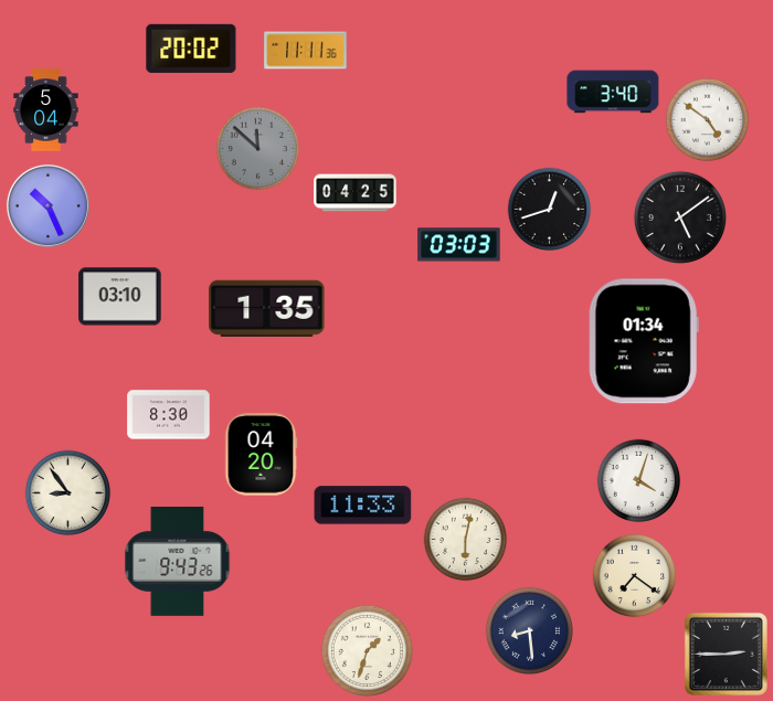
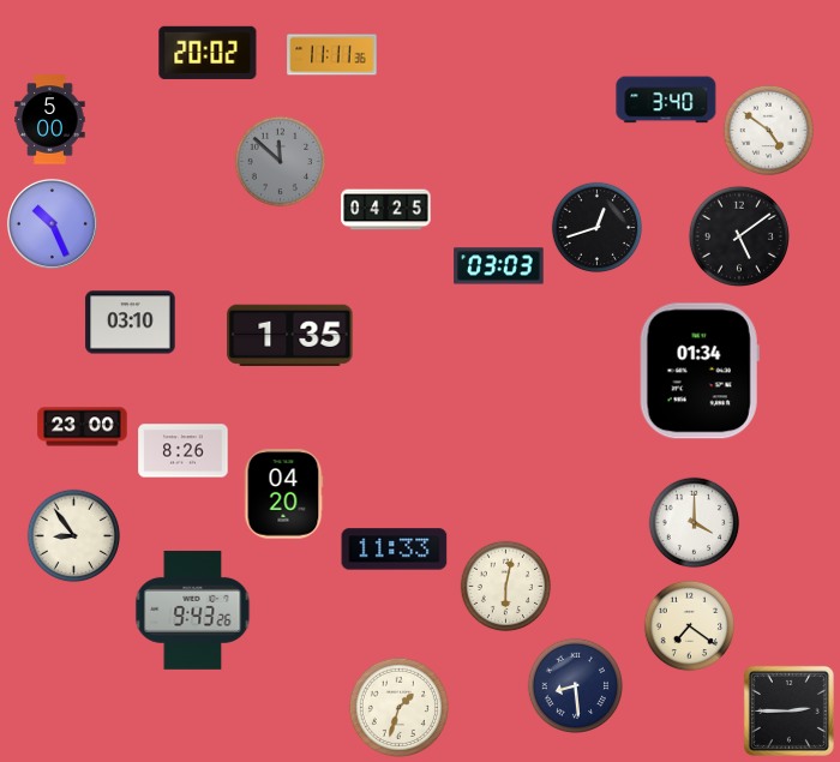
clock at (46, 110): 5:04 -> 5:00
clock at (83, 427): none -> 23:00
clock at (169, 415): 8:30 -> 8:26
clock at (639, 481): 4:03 -> 4:00
